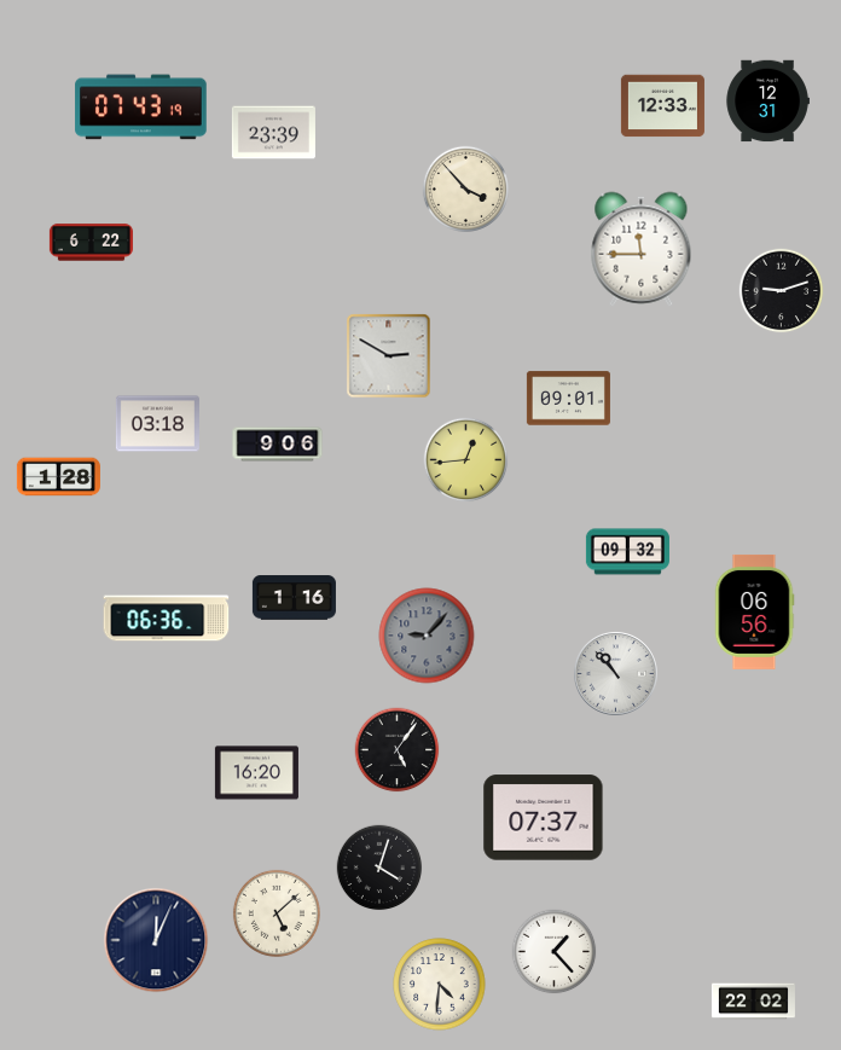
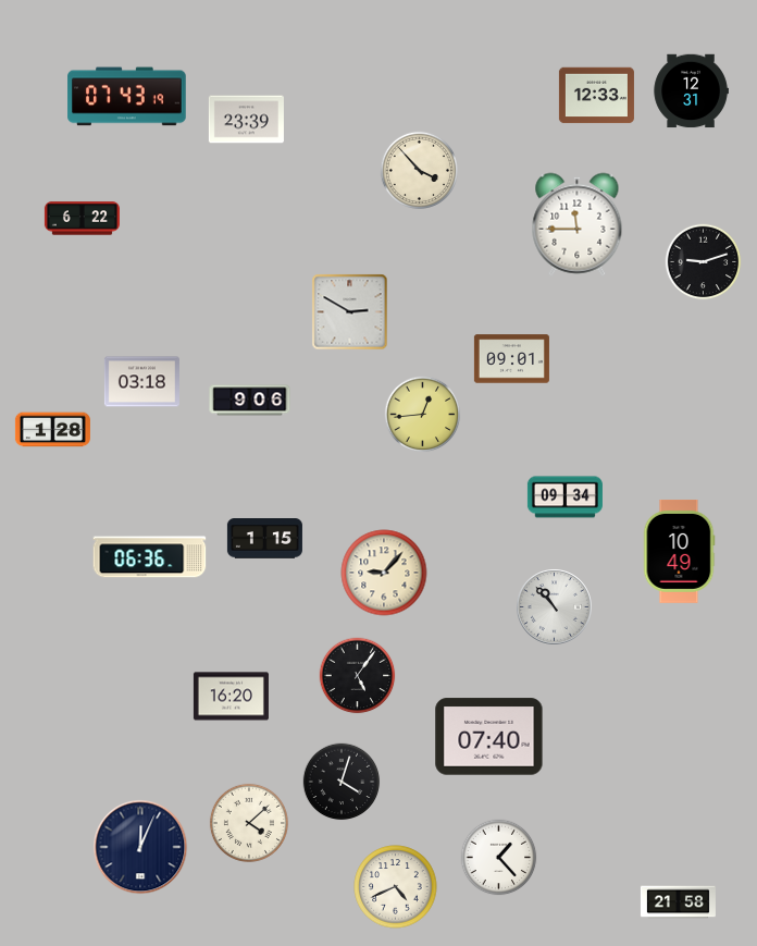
clock at (389, 356) position: (389, 356) -> (350, 312)
clock at (466, 460) position: (466, 460) -> (423, 415)
clock at (627, 552): 09:32 -> 09:34
clock at (294, 598): 1:16 -> 1:15
clock at (754, 611): 06:56 -> 10:49
clock at (427, 636) dial: grey -> cream
clock at (544, 818): 07:37 -> 07:40
clock at (277, 913): 5:08 -> 4:08
clock at (440, 985): 4:31 -> 4:41
clock at (753, 1002): 22:02 -> 21:58
